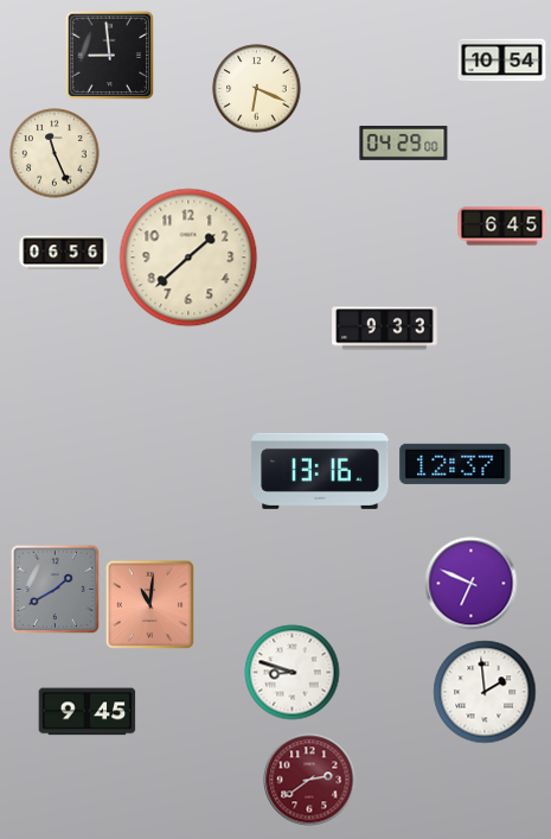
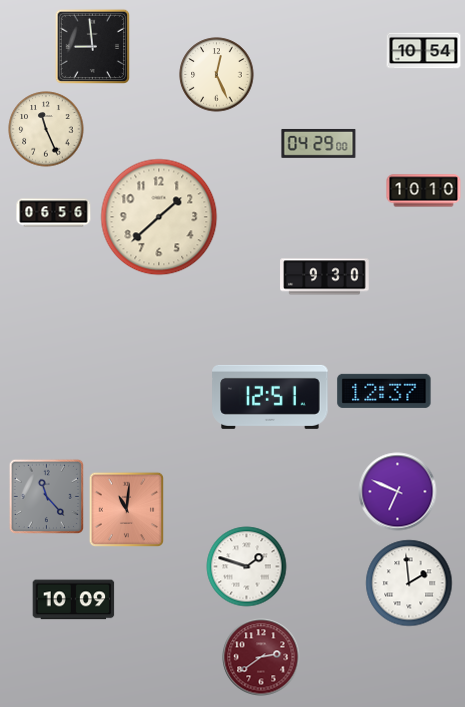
clock at (257, 89): 6:19 -> 12:26
clock at (404, 142) position: (404, 142) -> (319, 143)
clock at (502, 227): 6:45 -> 10:10
clock at (385, 329): 9:33 -> 9:30
clock at (320, 471): 13:16 -> 12:51
clock at (55, 589): 1:40 -> 11:23
clock at (293, 673): 8:48 -> 1:48
clock at (88, 712): 9:45 -> 10:09
